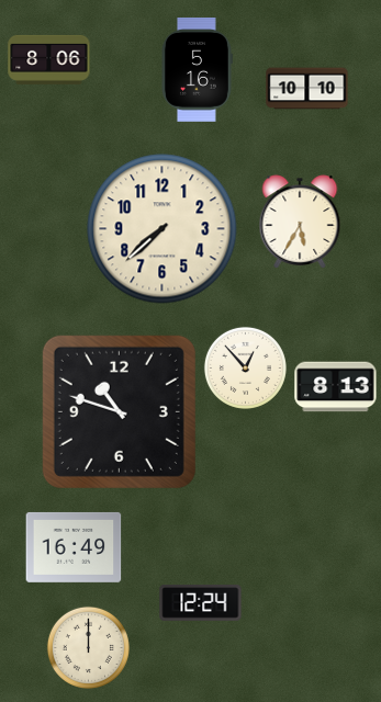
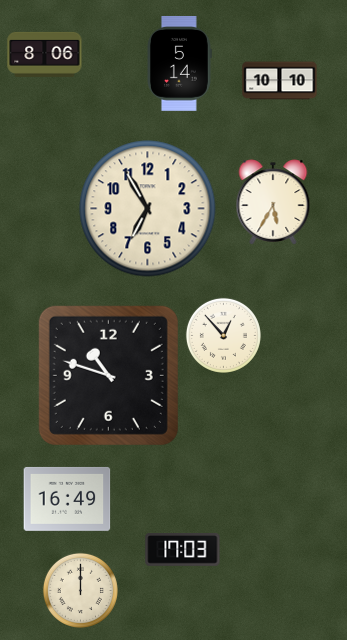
clock at (198, 69): 5:16 -> 5:14
clock at (163, 229): 7:38 -> 6:55
clock at (336, 387): 8:13 -> none
clock at (201, 603): 12:24 -> 17:03
